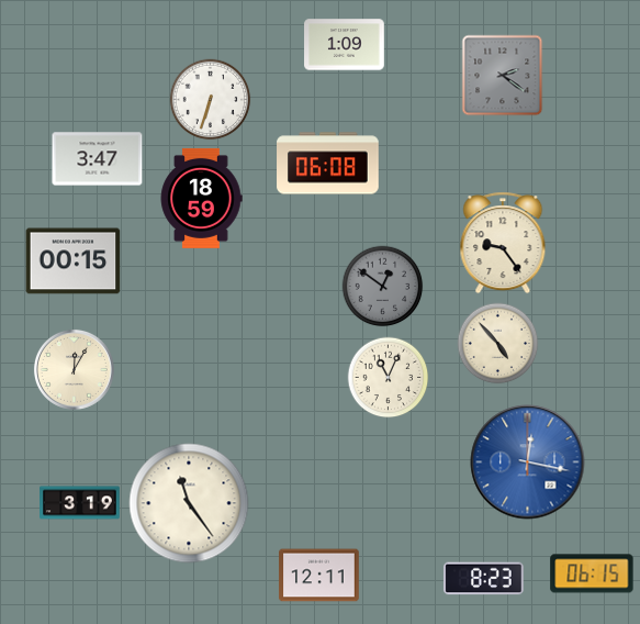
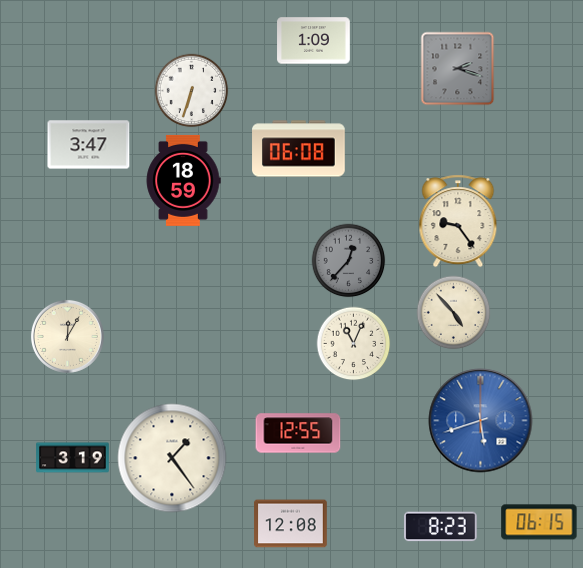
clock at (503, 76): 2:21 -> 2:18
clock at (74, 261): 00:15 -> none
clock at (383, 287): 12:51 -> 12:37
clock at (528, 463): 12:17 -> 5:42
clock at (298, 433): none -> 12:55
clock at (189, 503): 11:24 -> 1:24
clock at (319, 576): 12:11 -> 12:08
